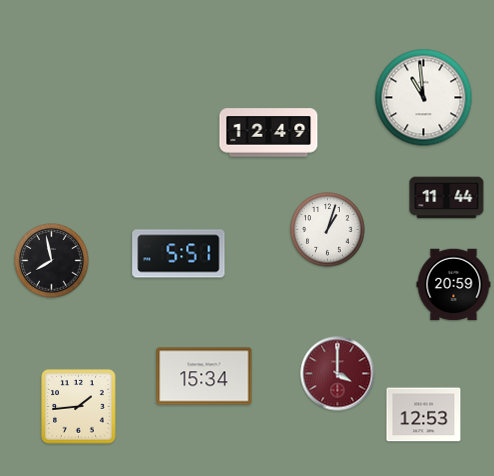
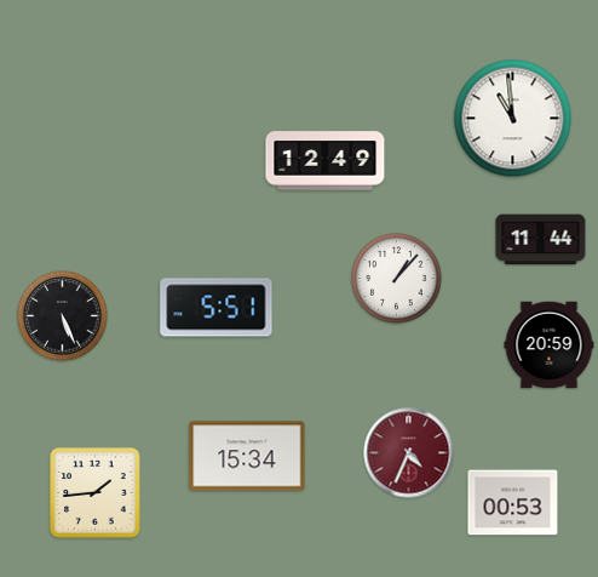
clock at (328, 230): 1:03 -> 1:07
clock at (52, 261): 7:58 -> 5:26
clock at (338, 374): 4:00 -> 4:34
clock at (424, 415): 12:53 -> 00:53
